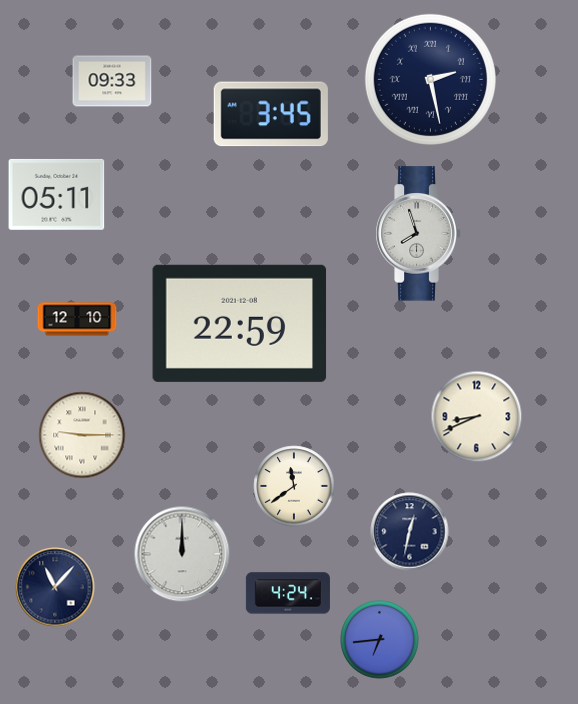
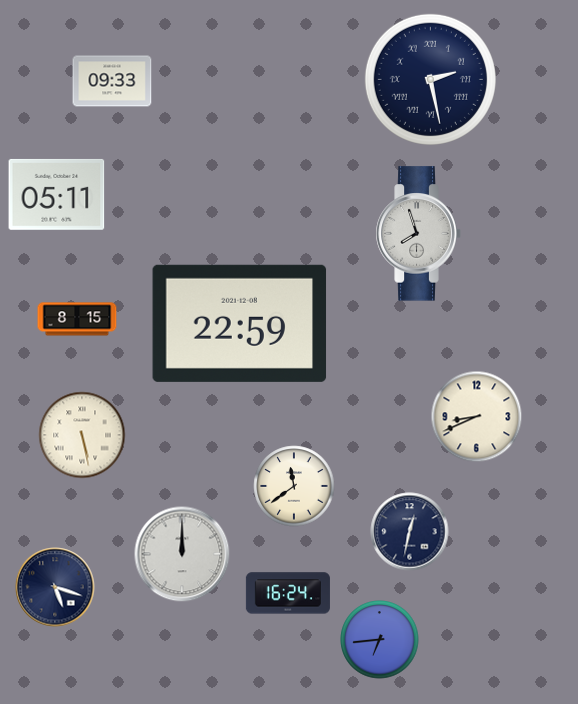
clock at (271, 114): 3:45 -> none
clock at (77, 319): 12:10 -> 8:15
clock at (82, 435): 9:15 -> 5:28
clock at (55, 587): 11:07 -> 5:18
clock at (288, 593): 4:24 -> 16:24
